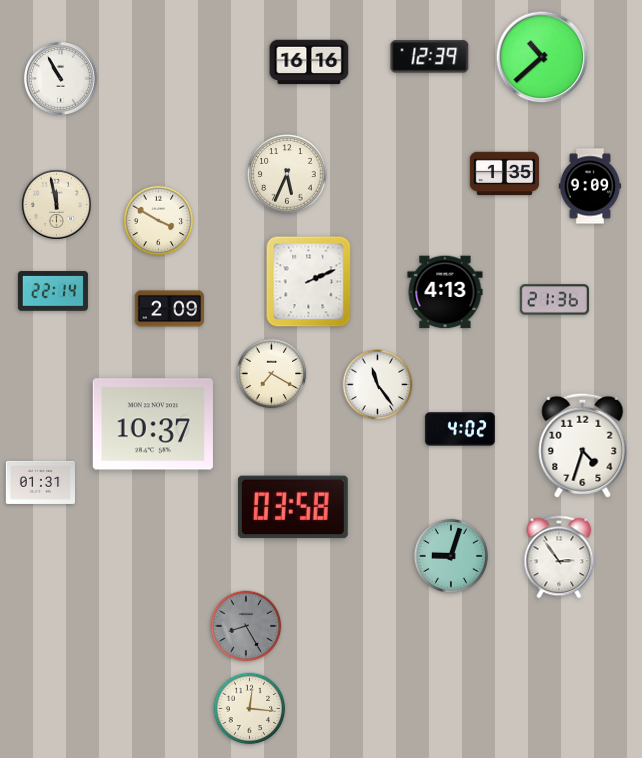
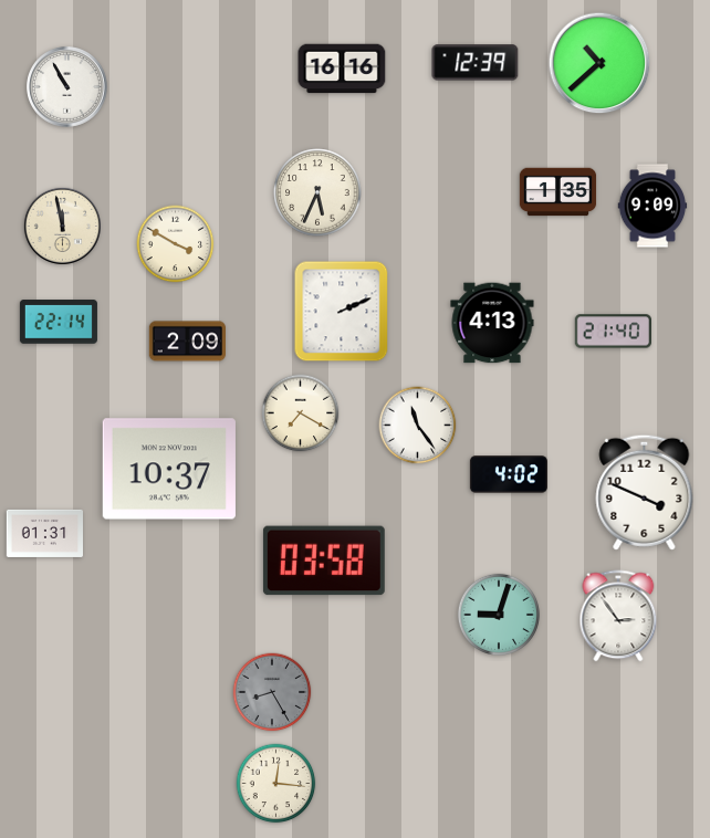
clock at (554, 300): 21:36 -> 21:40
clock at (583, 445): 4:33 -> 3:49
